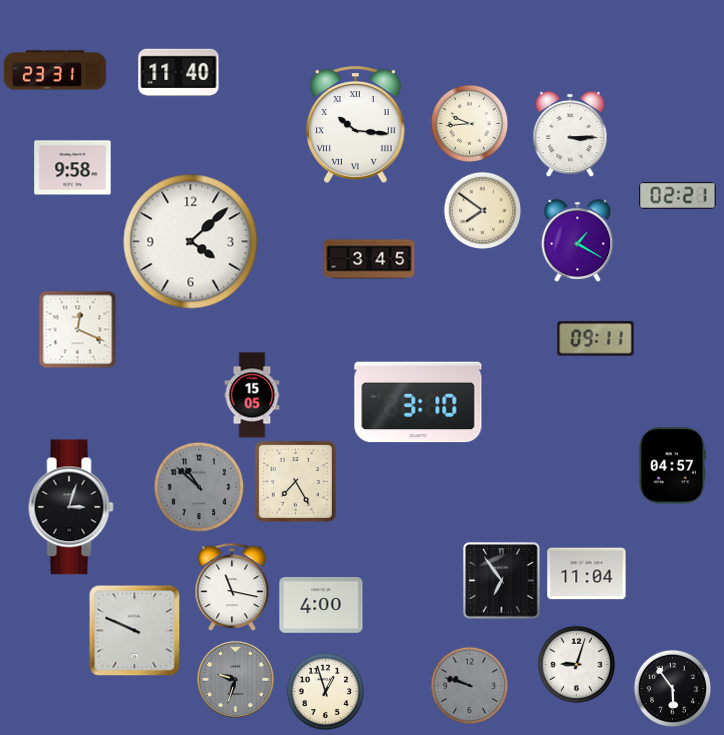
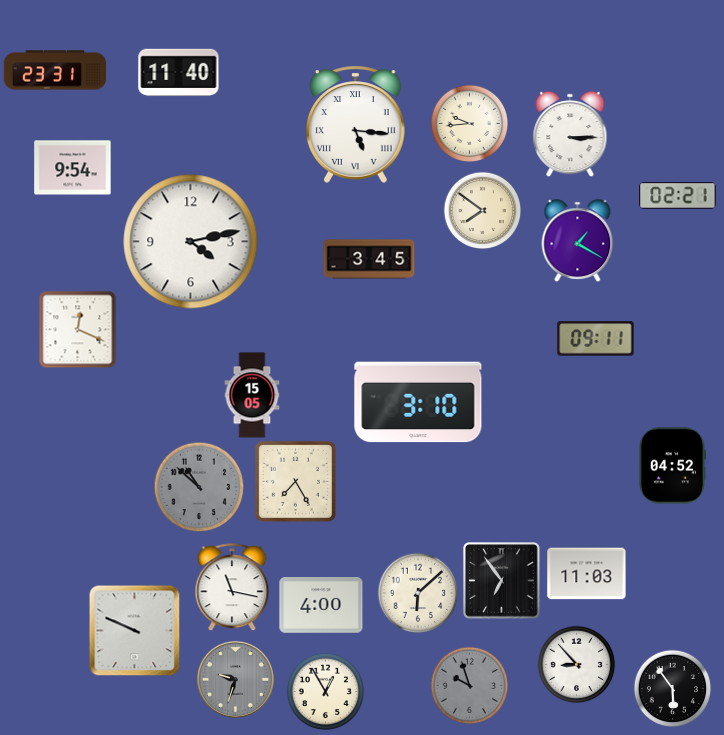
clock at (356, 124): 10:16 -> 5:16
clock at (73, 168): 9:58 -> 9:54
clock at (191, 242): 4:08 -> 4:13
clock at (672, 466): 04:57 -> 04:52
clock at (71, 507): 3:03 -> none
clock at (587, 574): 11:04 -> 11:03
clock at (418, 593): none -> 6:08
clock at (576, 664): 9:03 -> 8:53
clock at (469, 685): 9:48 -> 9:57
clock at (325, 691): 12:57 -> 12:55
